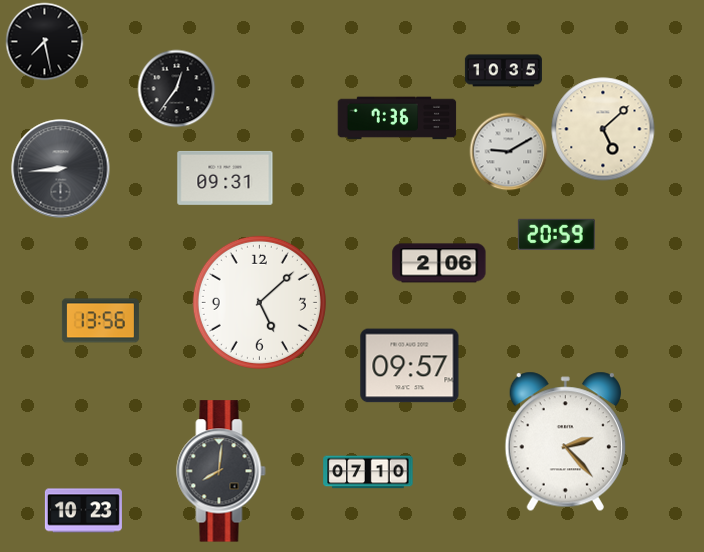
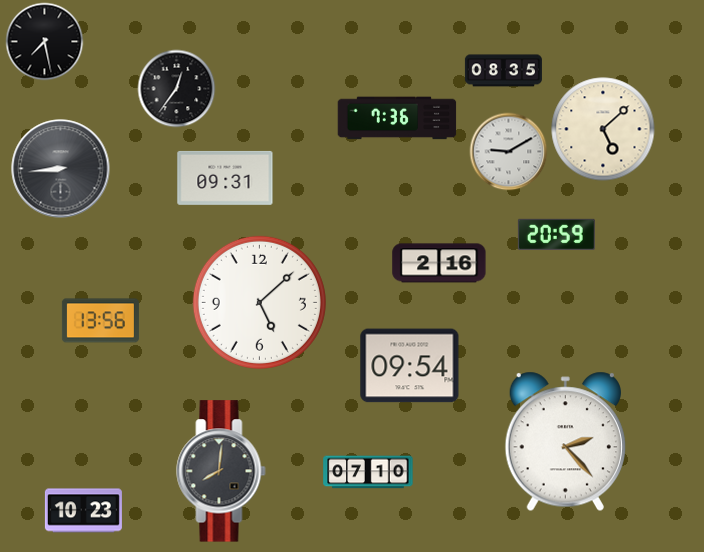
clock at (503, 71): 10:35 -> 08:35
clock at (439, 263): 2:06 -> 2:16
clock at (410, 366): 09:57 -> 09:54
